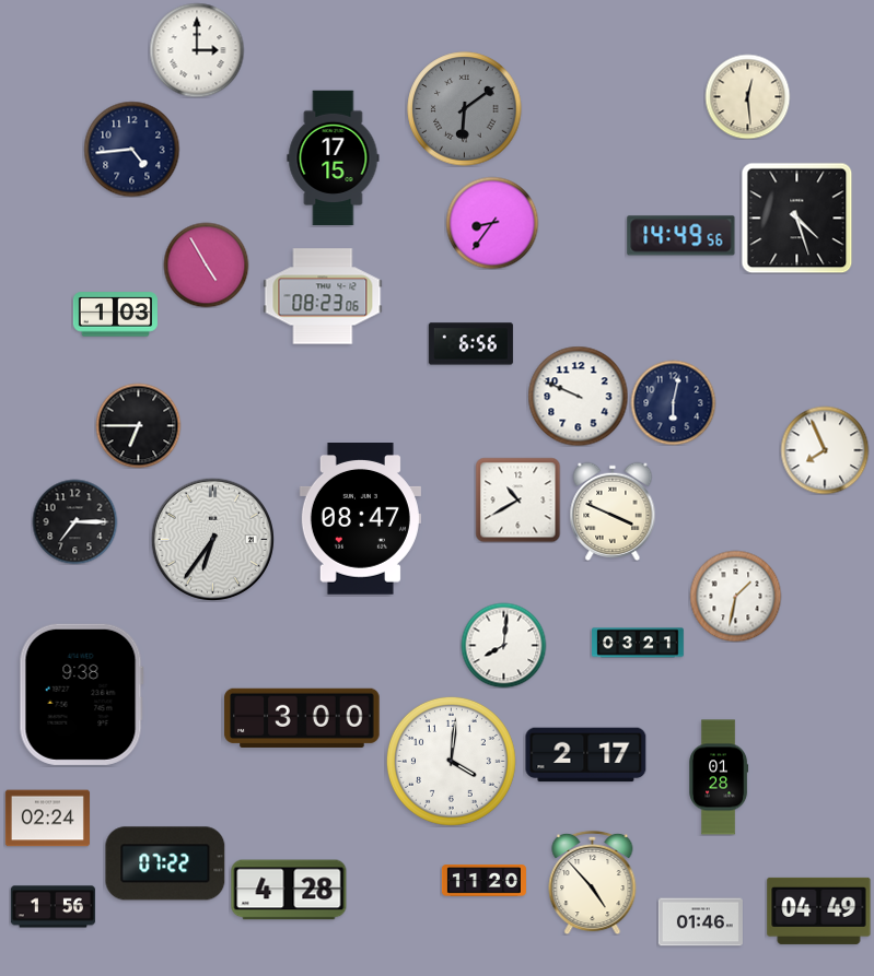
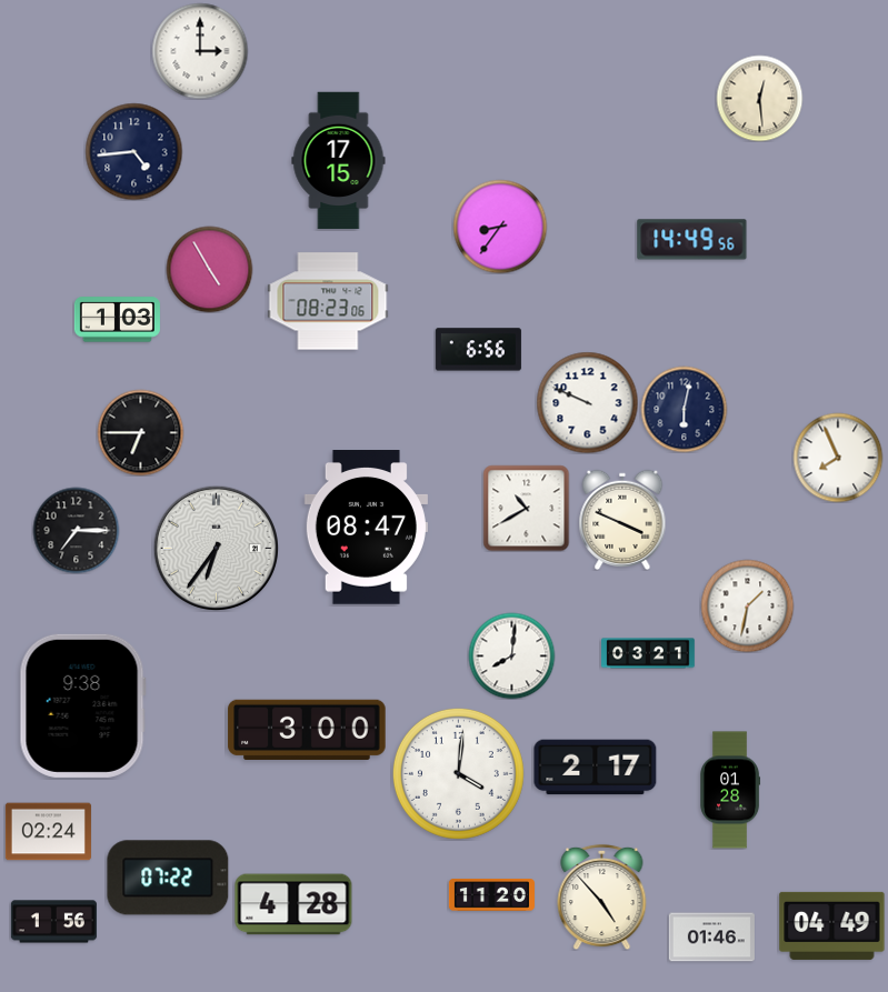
clock at (465, 109): 6:09 -> none
clock at (796, 217): 4:27 -> none
